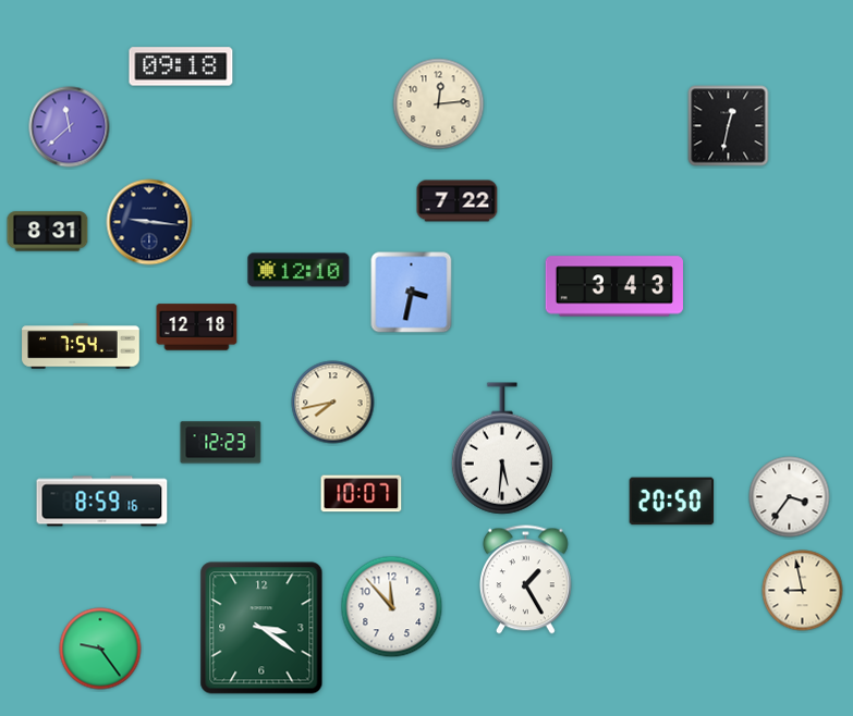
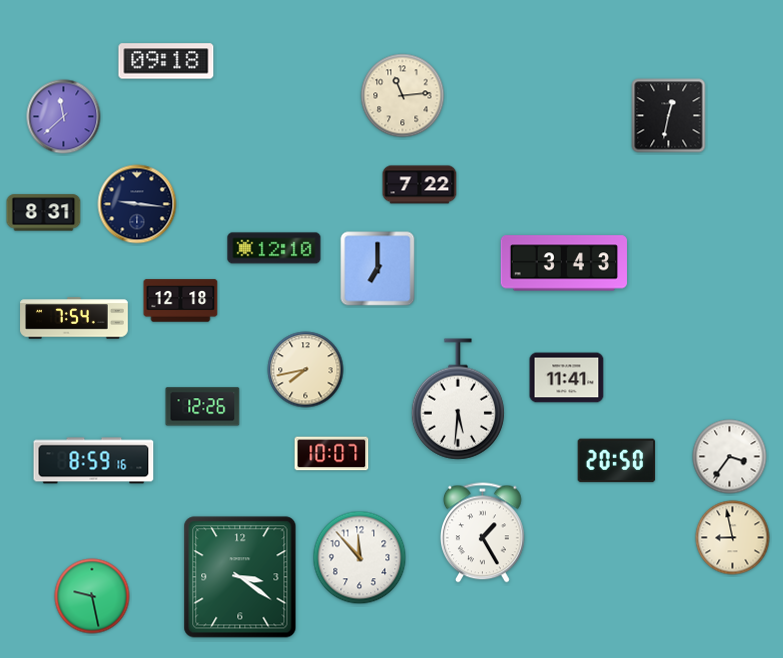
clock at (439, 104): 12:14 -> 11:14
clock at (412, 293): 3:32 -> 7:00
clock at (567, 378): none -> 11:41
clock at (221, 443): 12:23 -> 12:26
clock at (502, 448) position: (502, 448) -> (458, 399)
clock at (790, 497) position: (790, 497) -> (730, 457)
clock at (803, 591) position: (803, 591) -> (733, 538)
clock at (100, 649): 9:24 -> 9:28
